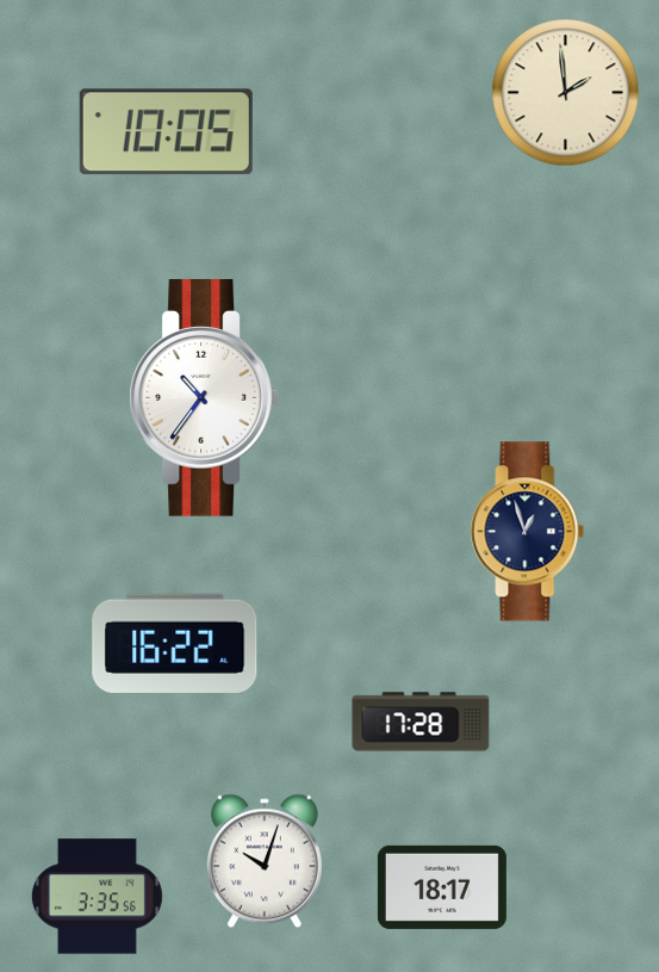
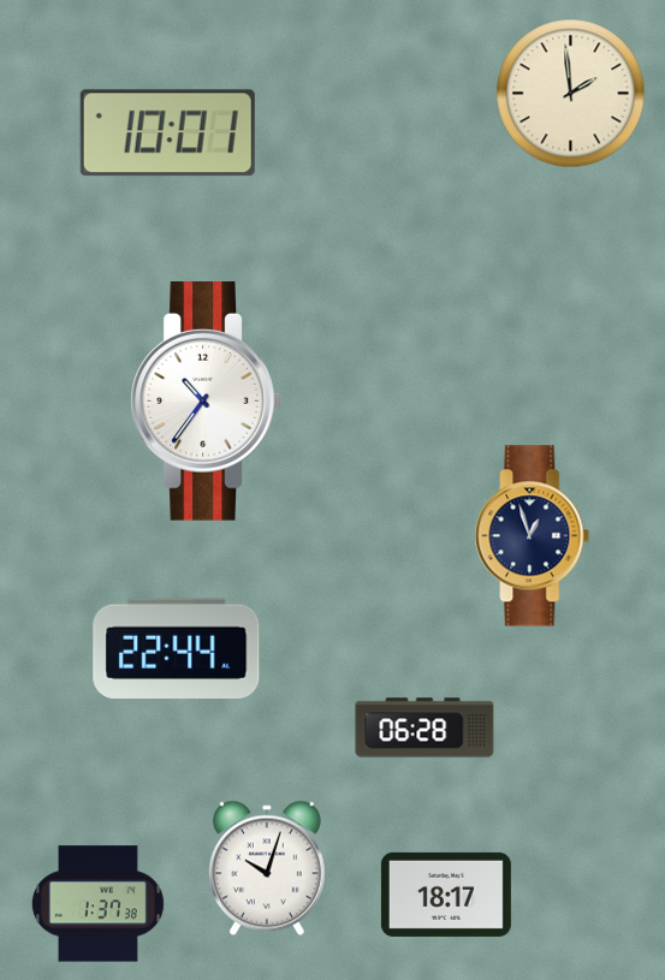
clock at (166, 132): 10:05 -> 10:01
clock at (175, 643): 16:22 -> 22:44
clock at (421, 722): 17:28 -> 06:28
clock at (97, 897): 3:35 -> 1:37
